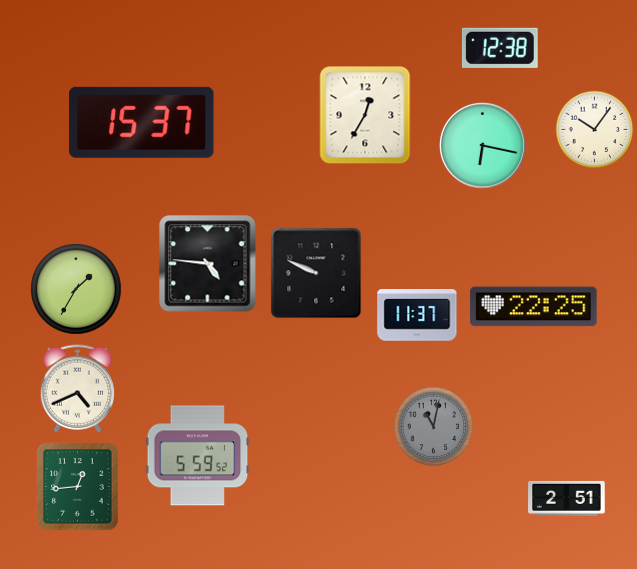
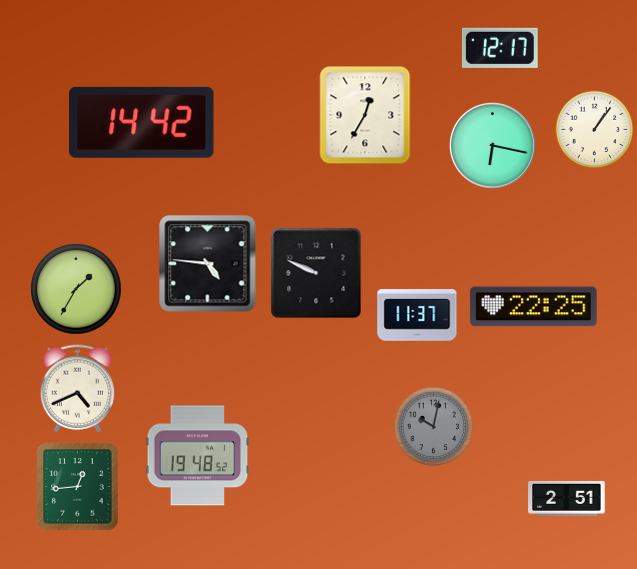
clock at (500, 48): 12:38 -> 12:17
clock at (142, 122): 15:37 -> 14:42
clock at (595, 130): 10:06 -> 1:06
clock at (483, 146) position: (483, 146) -> (493, 146)
clock at (434, 427): 11:02 -> 10:02
clock at (198, 456): 5:59 -> 19:48
